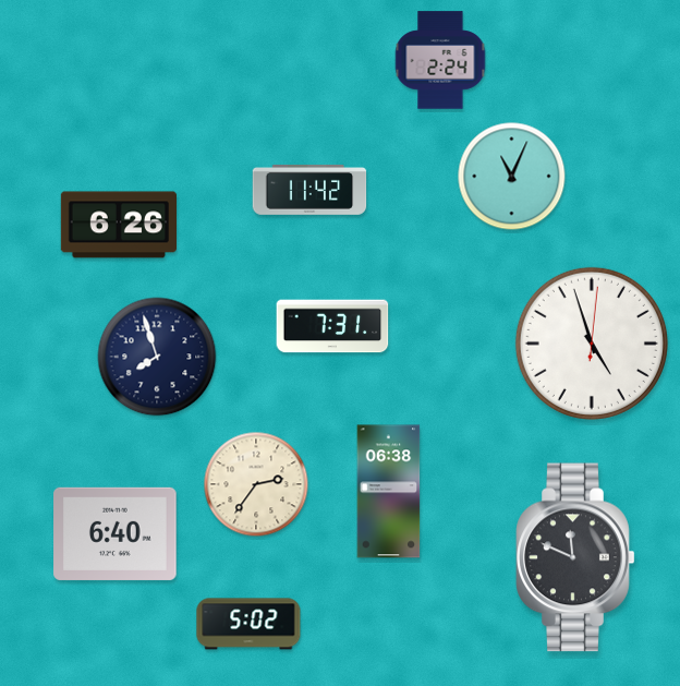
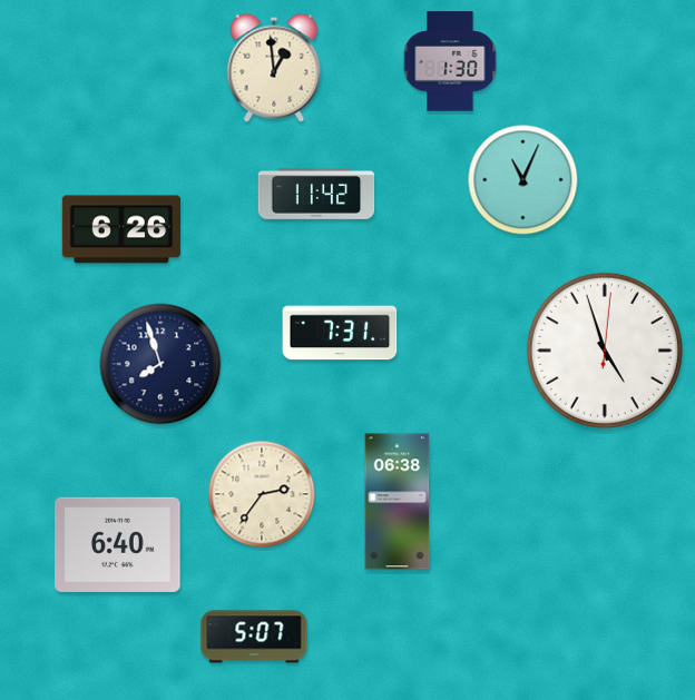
clock at (440, 60): 2:24 -> 1:30
clock at (274, 68): none -> 12:59
clock at (575, 557): 11:49 -> none
clock at (248, 624): 5:02 -> 5:07
